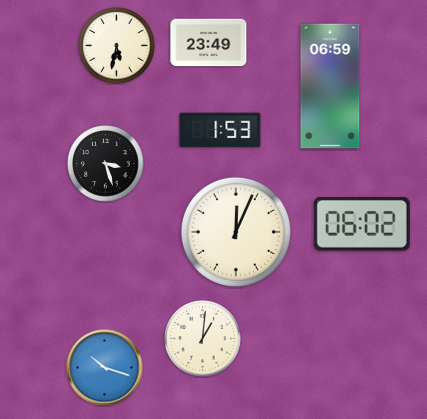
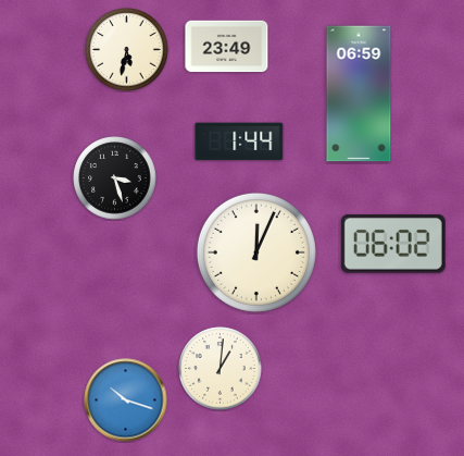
clock at (220, 130): 1:53 -> 1:44
clock at (105, 368) position: (105, 368) -> (126, 400)
